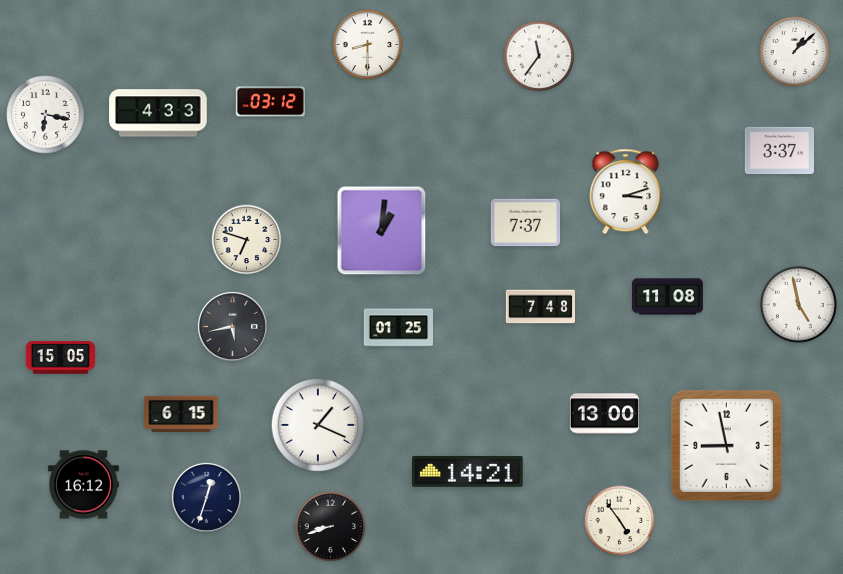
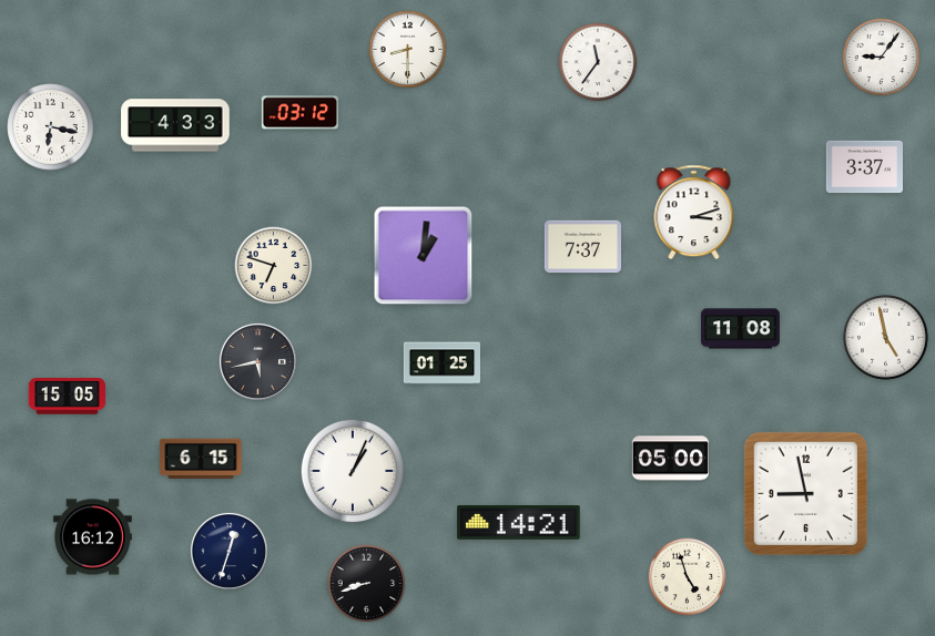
clock at (795, 52): 1:08 -> 9:06
clock at (540, 307): 7:48 -> none
clock at (604, 414): 13:00 -> 05:00
clock at (318, 425): 1:19 -> 1:04
clock at (620, 521): 4:54 -> 4:57
